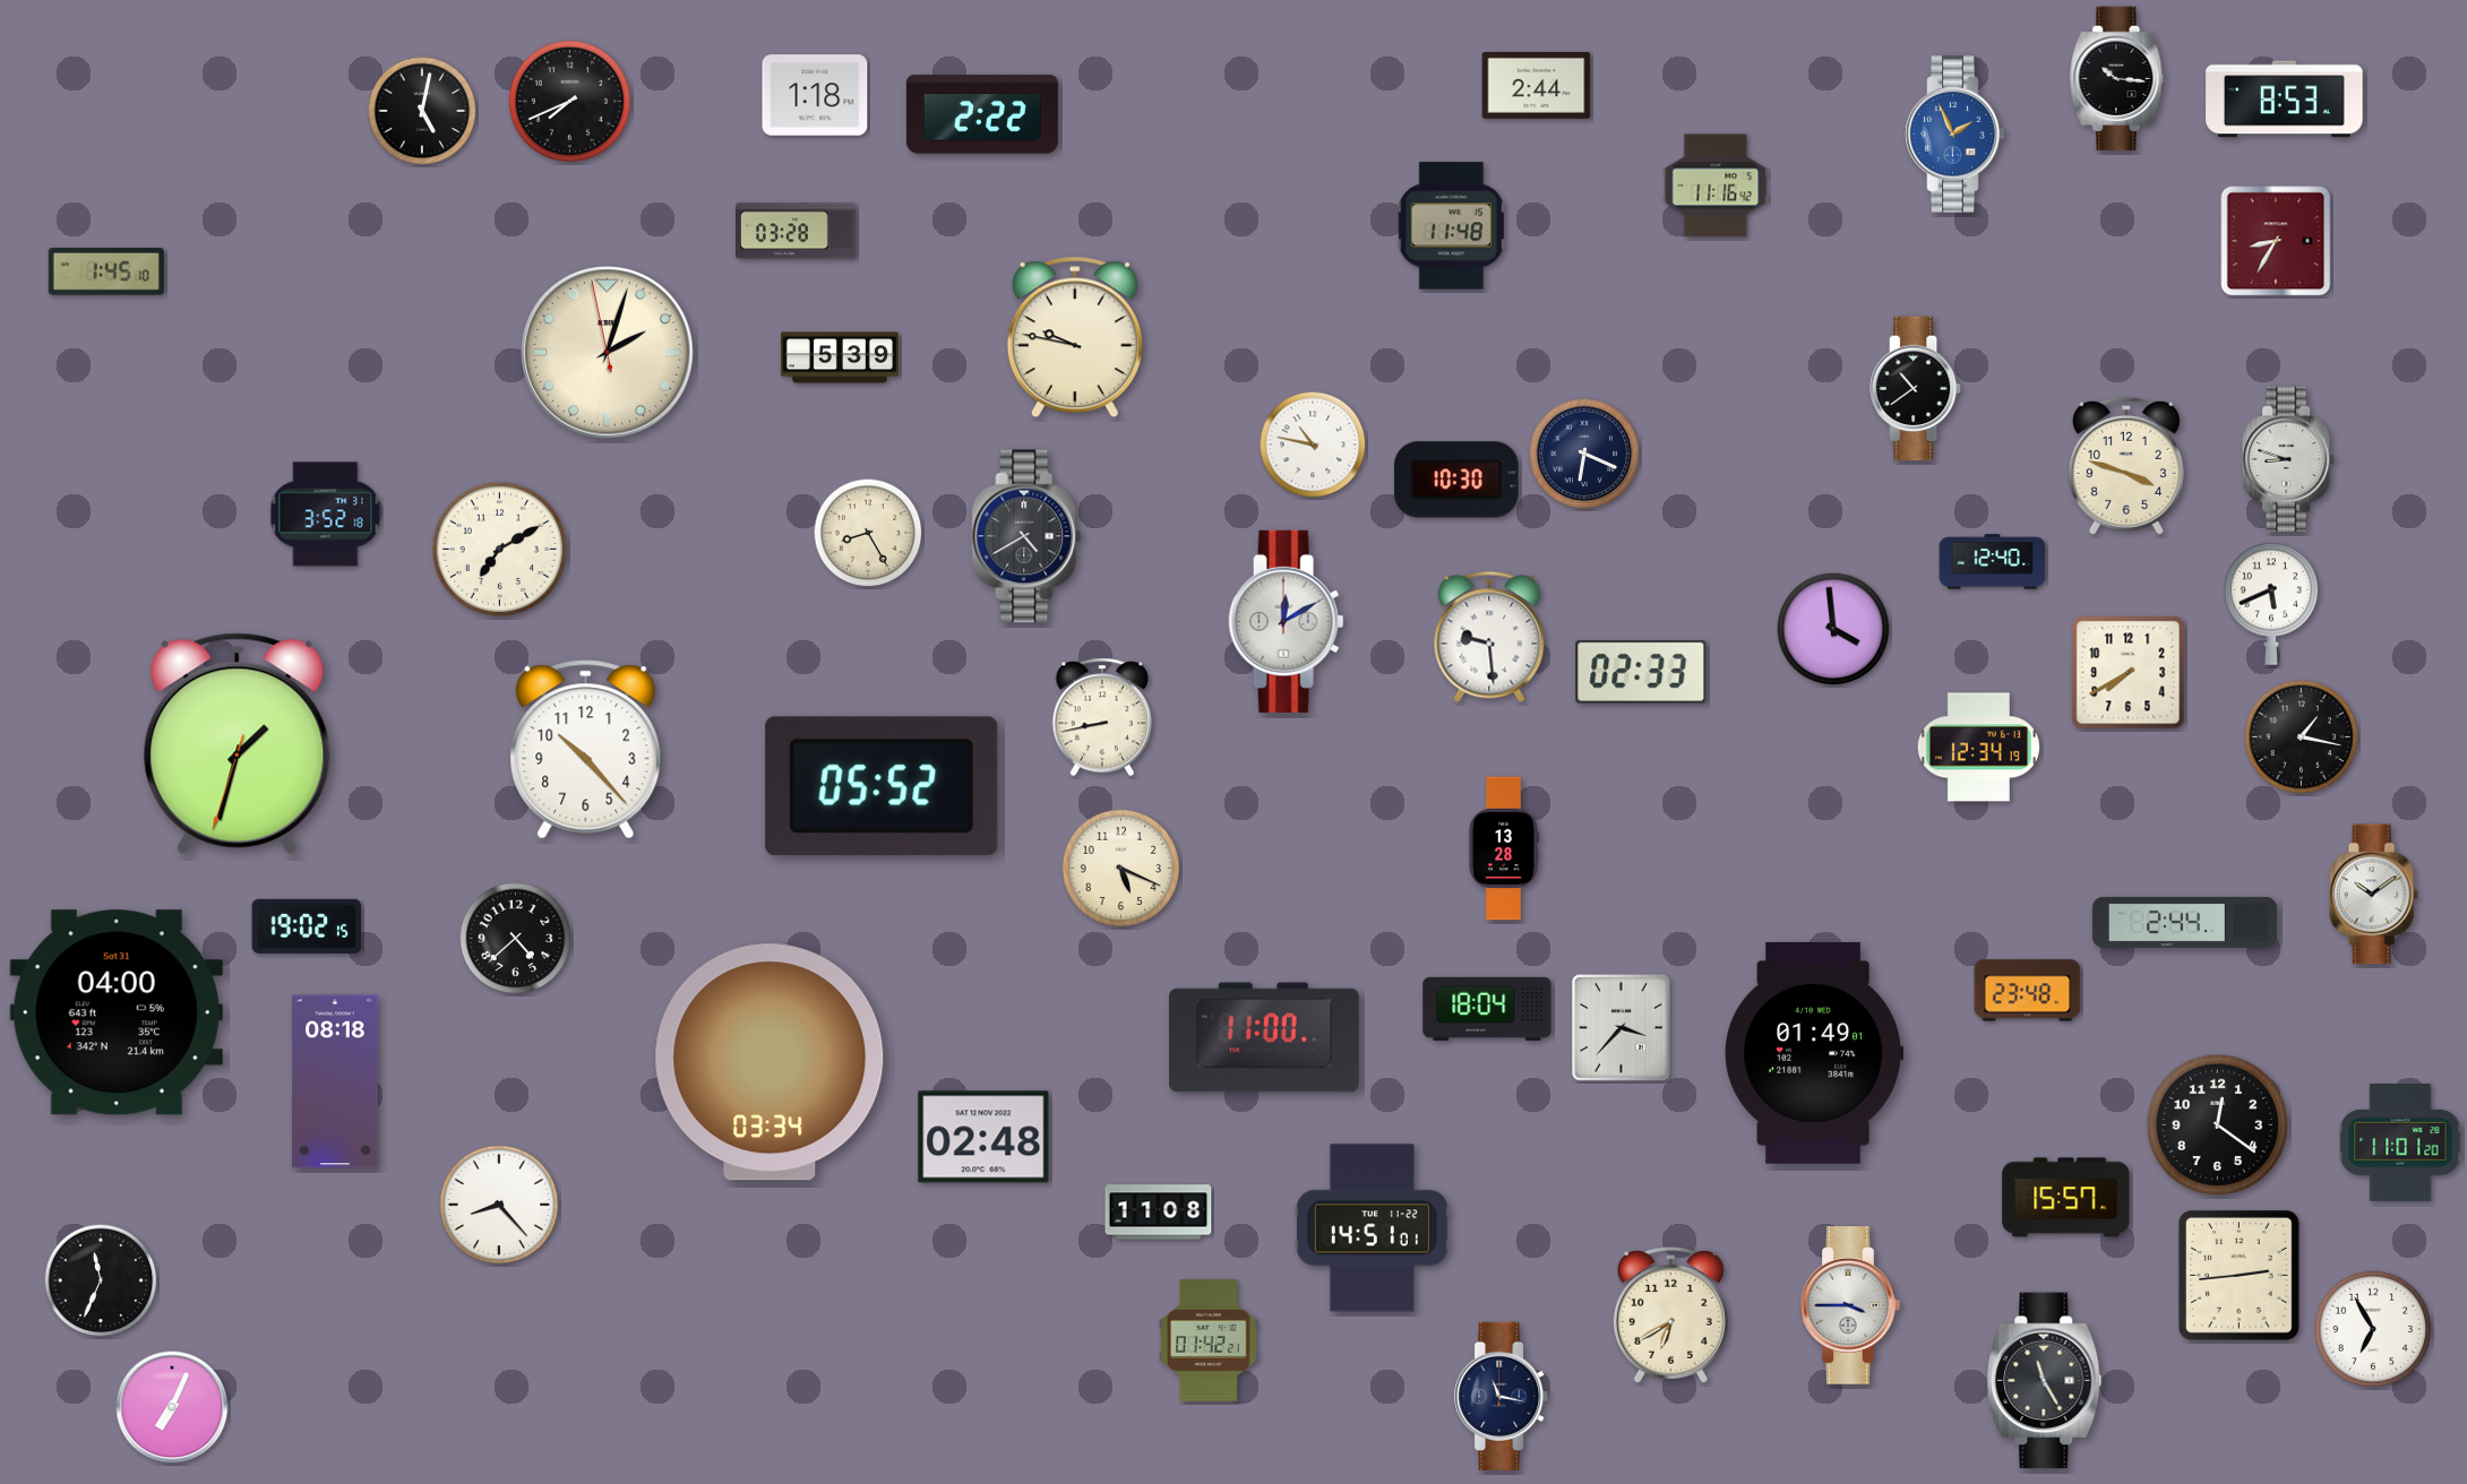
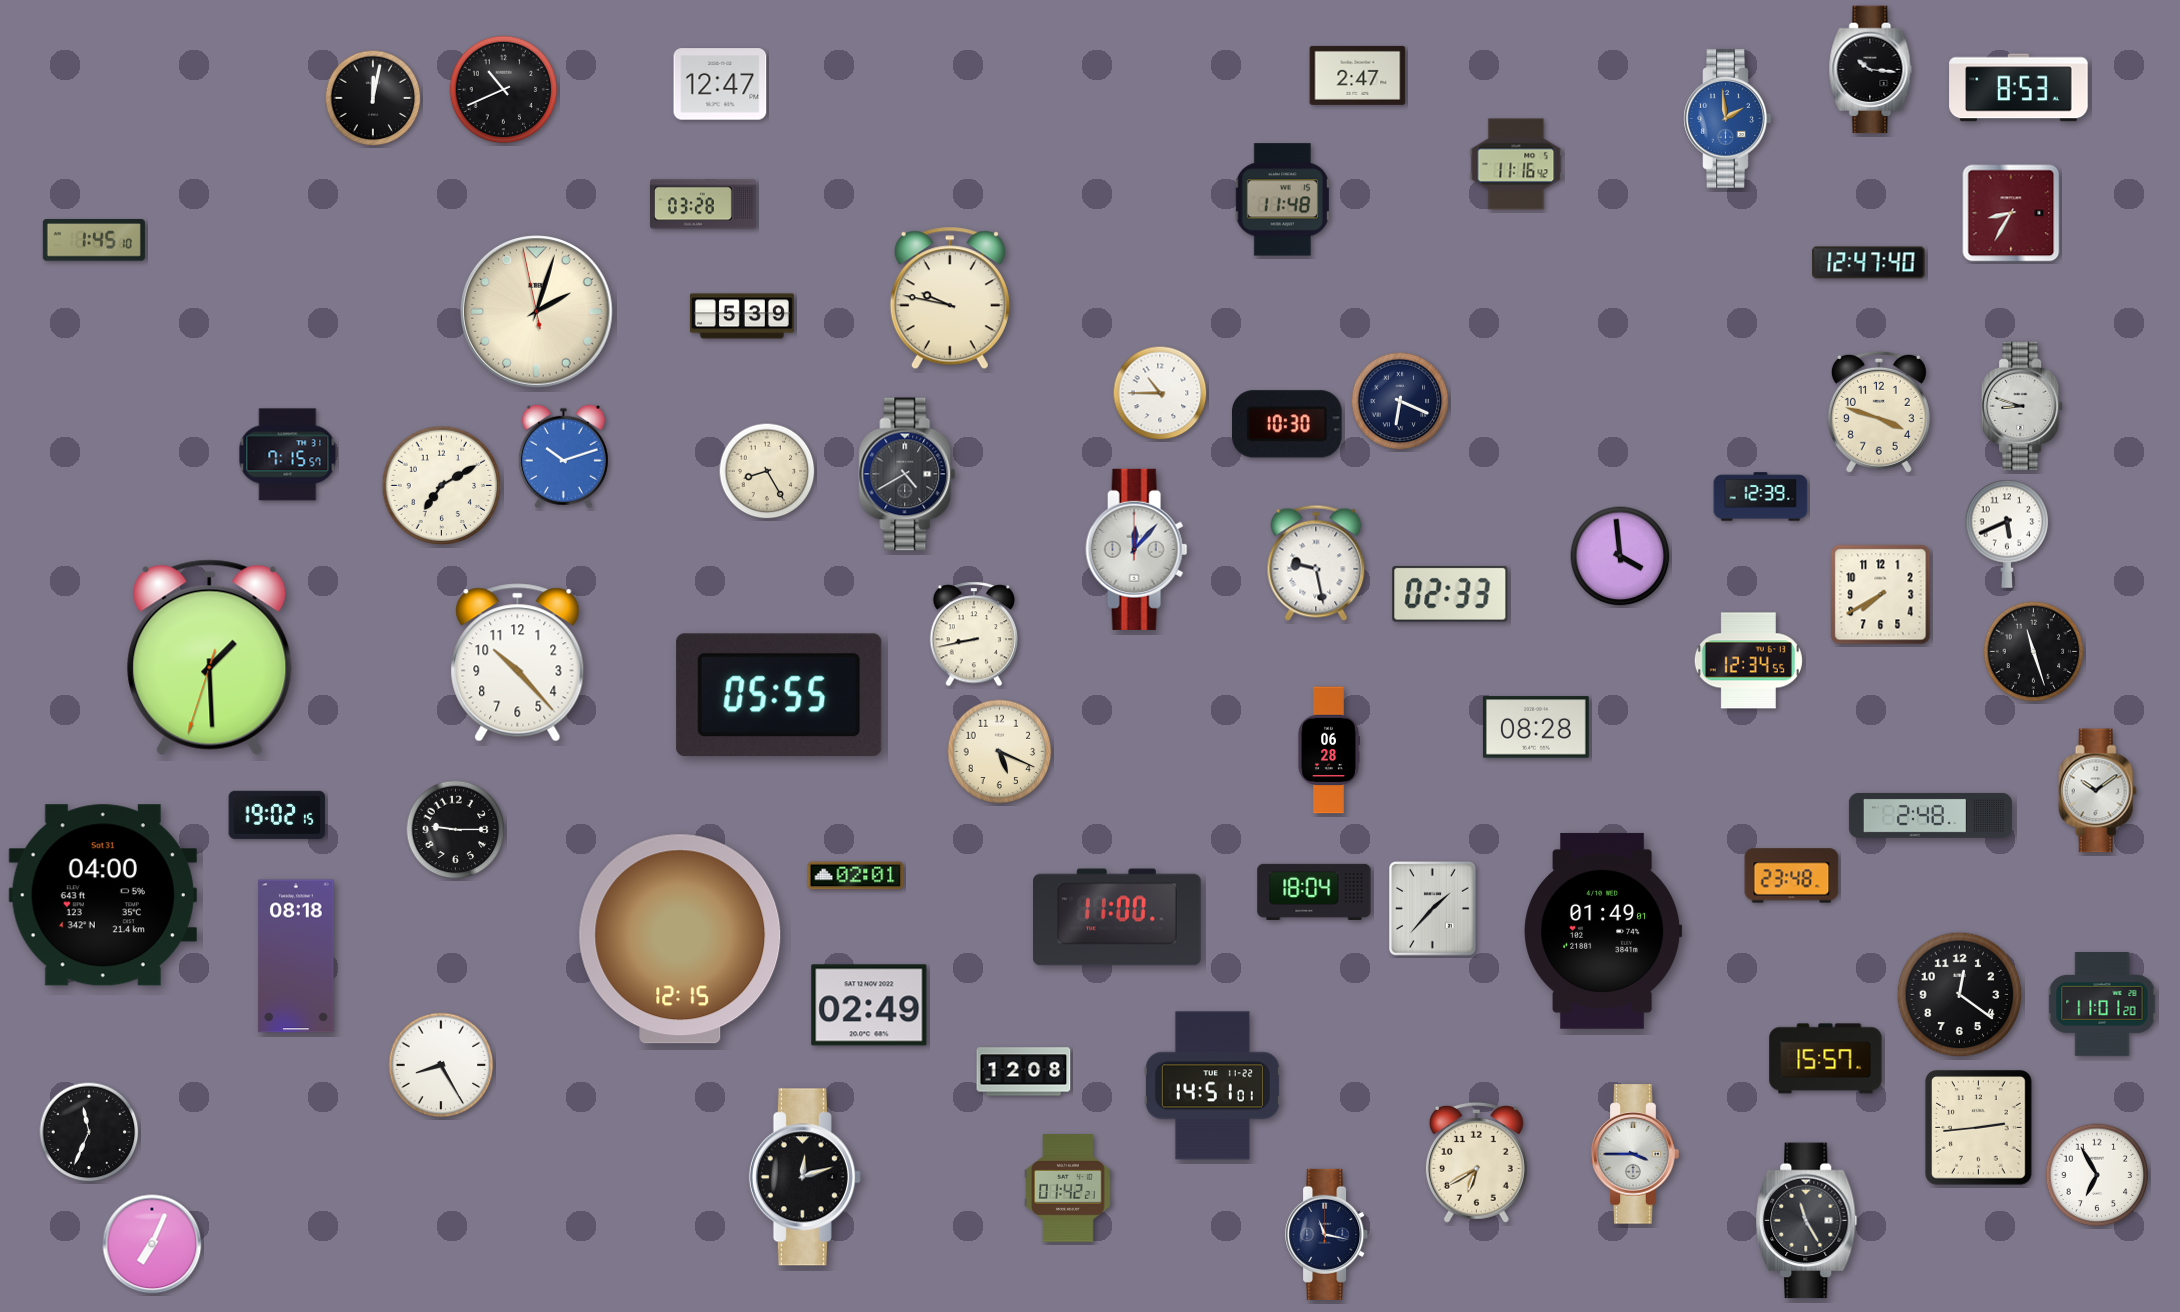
clock at (1537, 85): 2:44 -> 2:47
clock at (815, 95): 1:18 -> 12:47
clock at (570, 102): 7:41 -> 10:41
clock at (422, 111): 5:02 -> 12:02
clock at (982, 114): 2:22 -> none
clock at (1955, 135): 1:56 -> 1:59
clock at (1869, 263): none -> 12:47
clock at (1917, 389): 10:39 -> none
clock at (1313, 445): 10:47 -> 10:45
clock at (326, 515): 3:52 -> 7:15
clock at (563, 457): none -> 10:12
clock at (1993, 562): 12:40 -> 12:39
clock at (1287, 621): 12:10 -> 12:07
clock at (1489, 637): 9:29 -> 9:28
clock at (2302, 737): 1:17 -> 11:27
clock at (238, 744): 1:32 -> 1:29
clock at (1978, 748): 12:34:19 -> 12:34:55
clock at (882, 786): 05:52 -> 05:55
clock at (1536, 727): none -> 08:28
clock at (1504, 848): 13:28 -> 06:28
clock at (1121, 869) position: (1121, 869) -> (1000, 752)
clock at (2184, 922): 2:44 -> 2:48
clock at (307, 926) position: (307, 926) -> (277, 815)
clock at (516, 939): 4:38 -> 9:15
clock at (856, 876): none -> 02:01
clock at (1622, 1028): 3:37 -> 1:37
clock at (770, 1062): 03:34 -> 12:15
clock at (983, 1137): 02:48 -> 02:49
clock at (2400, 1144) position: (2400, 1144) -> (2102, 1005)
clock at (499, 1205): 8:23 -> 8:25
clock at (1159, 1213): 11:08 -> 12:08
clock at (805, 1177): none -> 12:12
clock at (1209, 1340) position: (1209, 1340) -> (1068, 1188)
